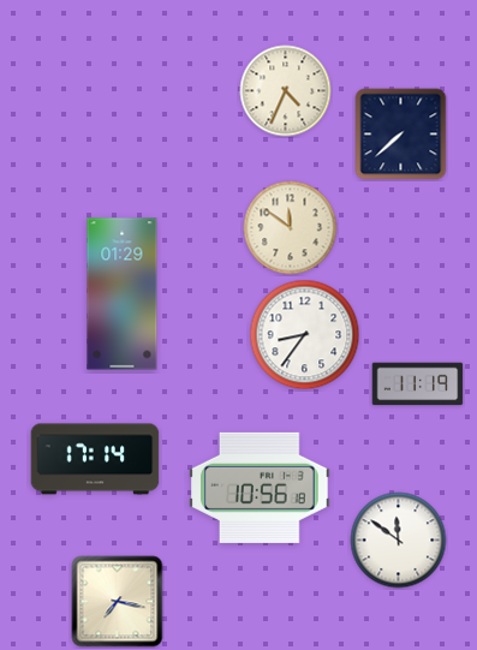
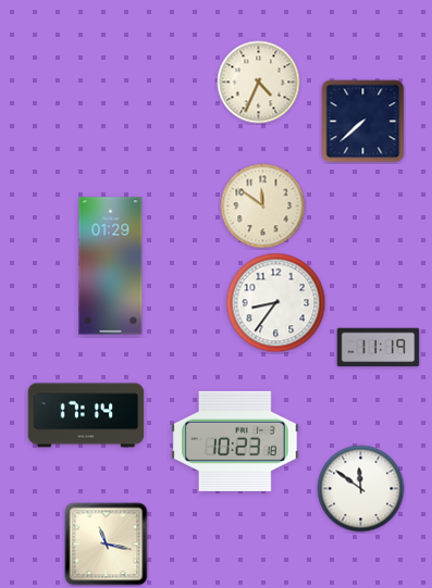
clock at (260, 488): 10:56 -> 10:23
clock at (118, 602): 7:17 -> 11:17
